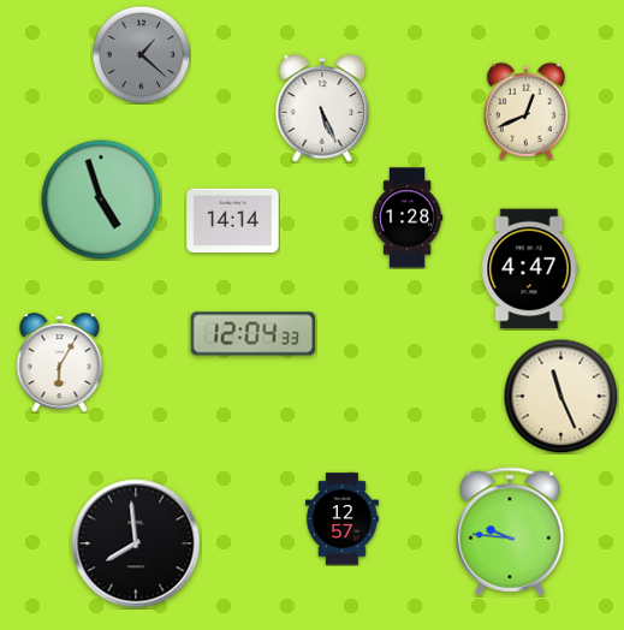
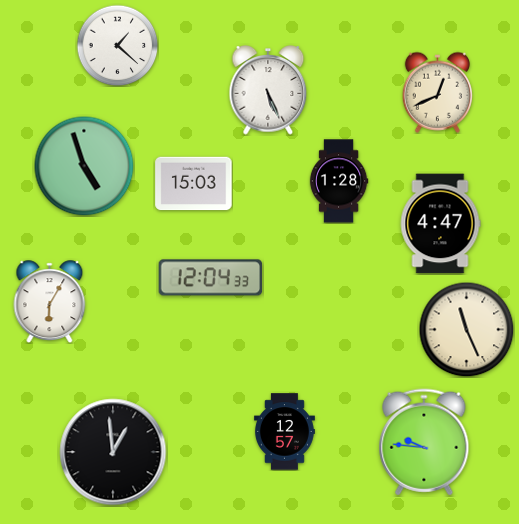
clock at (141, 54) dial: grey -> white
clock at (233, 221): 14:14 -> 15:03
clock at (136, 543): 7:59 -> 12:59
